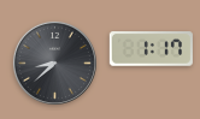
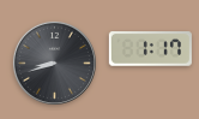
clock at (54, 63): 8:38 -> 8:42
